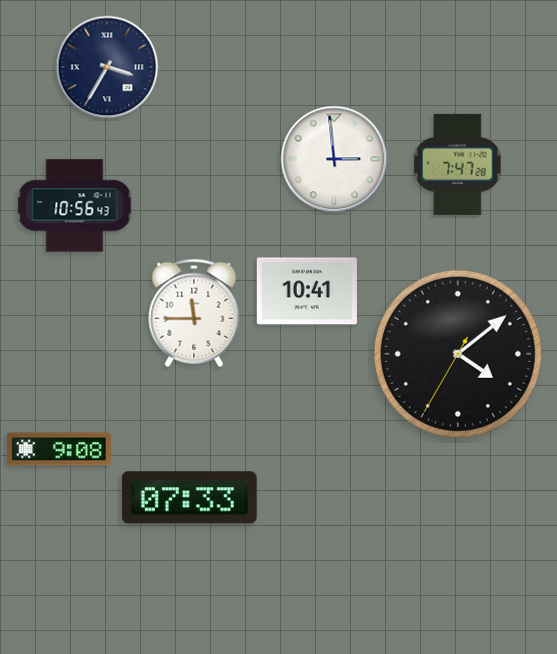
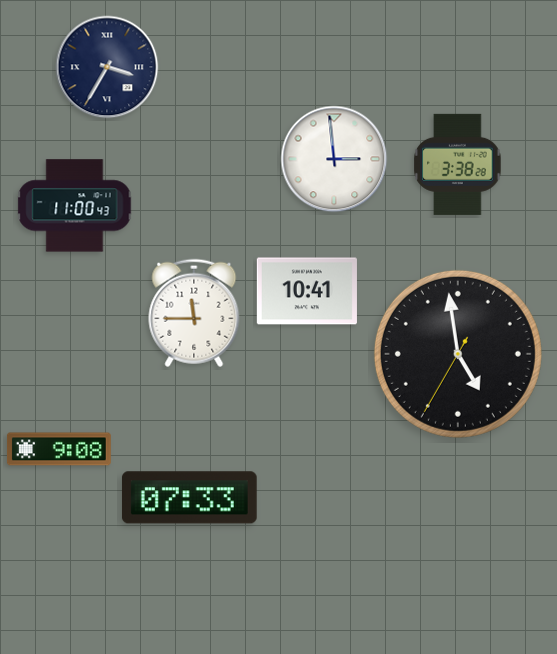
clock at (458, 164): 7:47 -> 3:38
clock at (75, 206): 10:56 -> 11:00
clock at (458, 354): 4:08 -> 4:58
